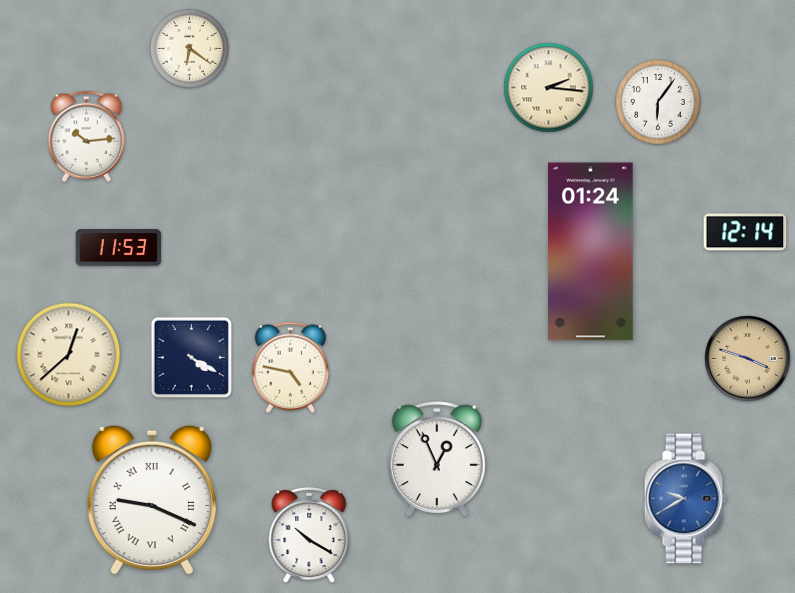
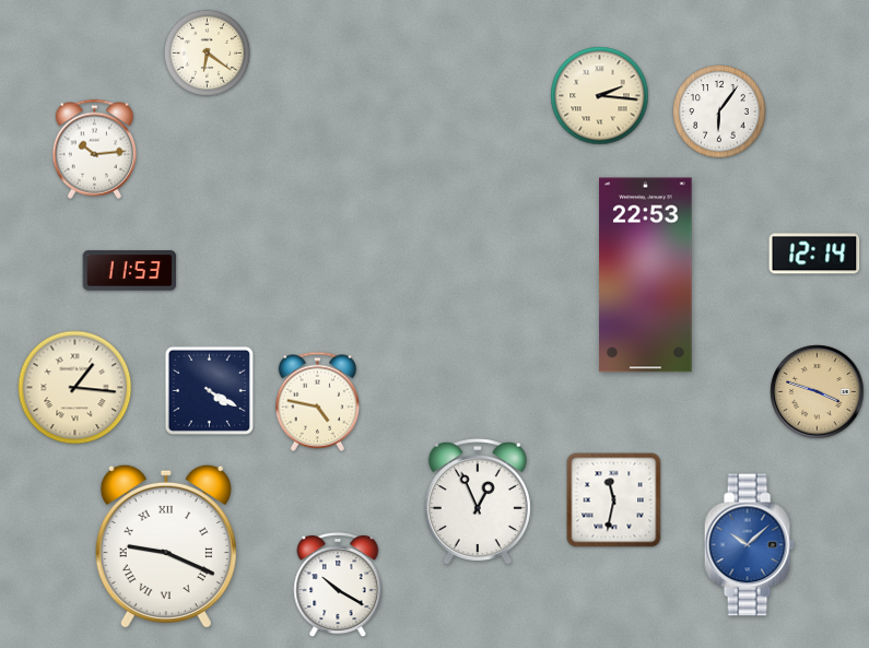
clock at (591, 252): 01:24 -> 22:53
clock at (69, 355): 12:38 -> 1:16
clock at (614, 500): none -> 11:32
clock at (685, 499): 9:40 -> 10:08
